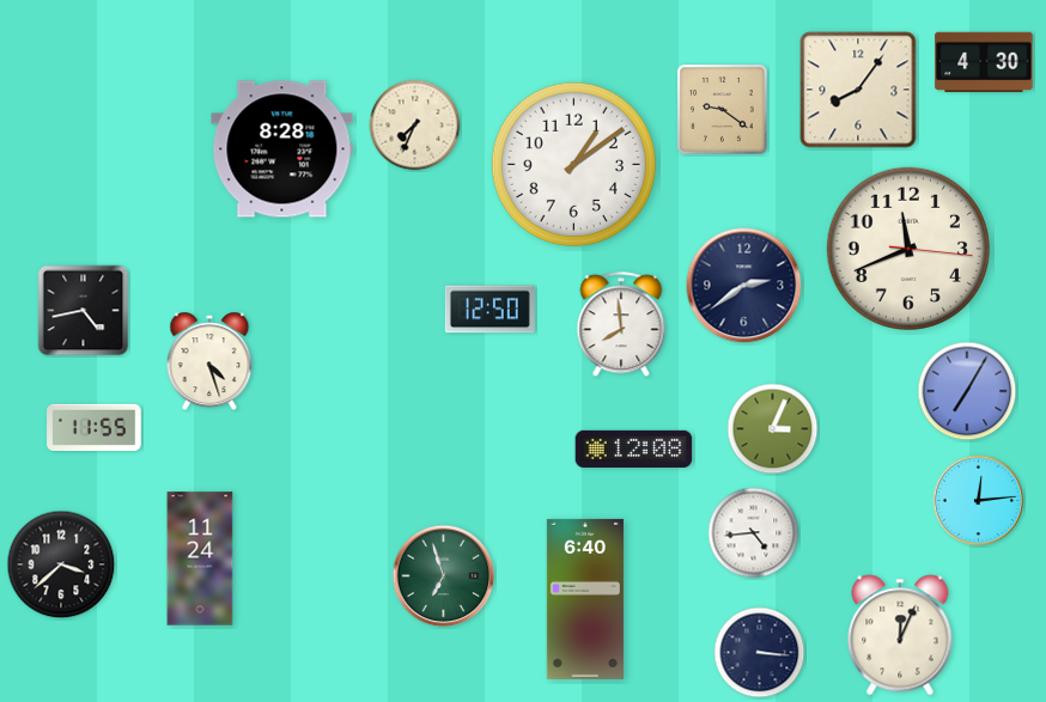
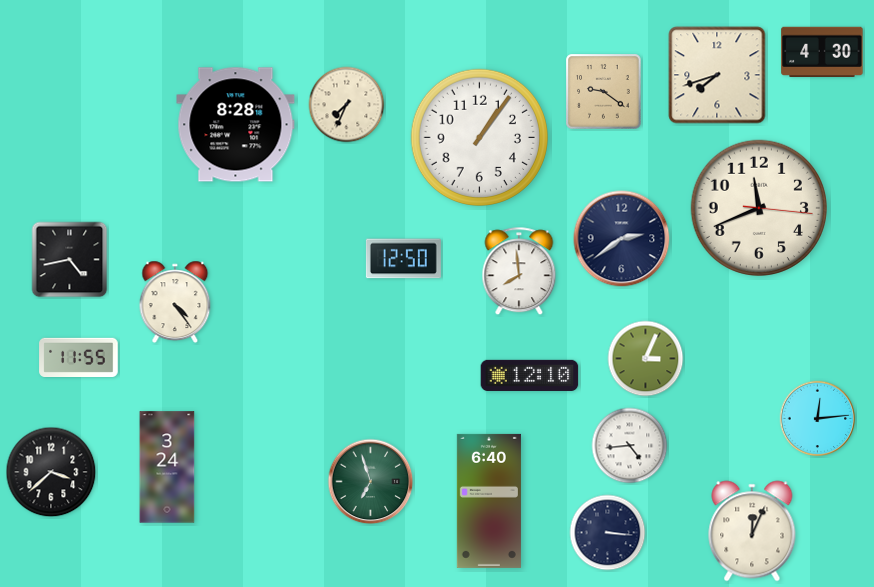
clock at (858, 90): 8:06 -> 7:42
clock at (573, 164): 1:09 -> 1:06
clock at (489, 310) position: (489, 310) -> (403, 259)
clock at (209, 361): 4:27 -> 4:24
clock at (967, 391): 7:05 -> none
clock at (634, 448): 12:08 -> 12:10
clock at (200, 558): 11:24 -> 3:24
clock at (760, 653) position: (760, 653) -> (608, 533)
